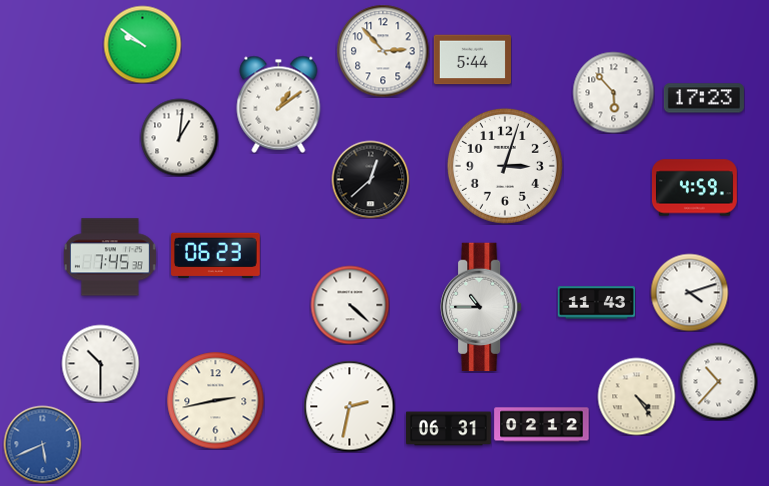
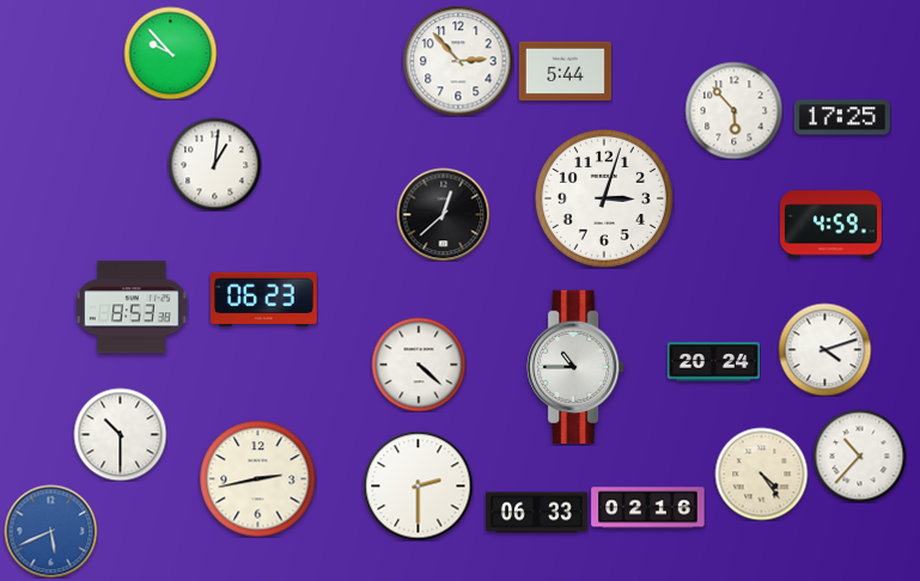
clock at (142, 44): 9:51 -> 9:53
clock at (704, 98): 17:23 -> 17:25
clock at (279, 104): 1:09 -> none
clock at (216, 256) position: (216, 256) -> (264, 300)
clock at (110, 257): 7:45 -> 8:53
clock at (596, 303): 11:43 -> 20:24
clock at (349, 406): 2:32 -> 2:30
clock at (542, 425): 02:12 -> 02:16
clock at (448, 429): 06:31 -> 06:33
